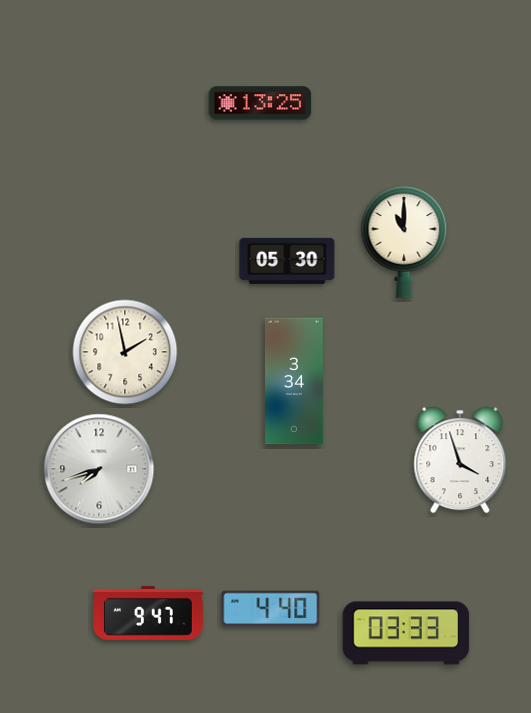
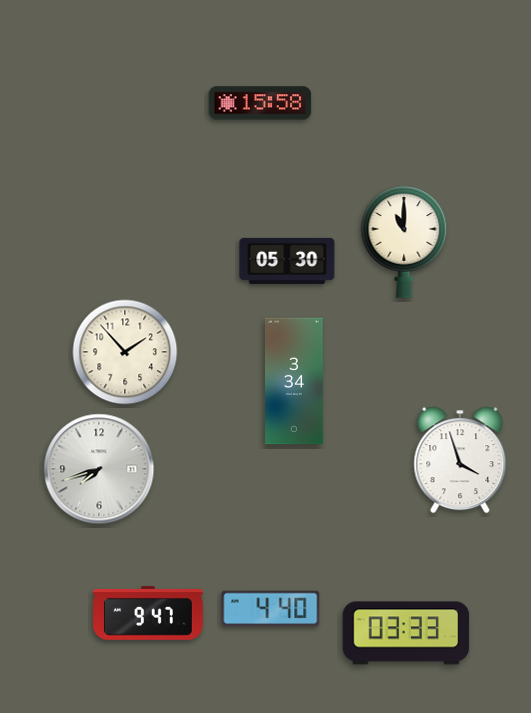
clock at (260, 103): 13:25 -> 15:58
clock at (125, 352): 1:58 -> 1:53
